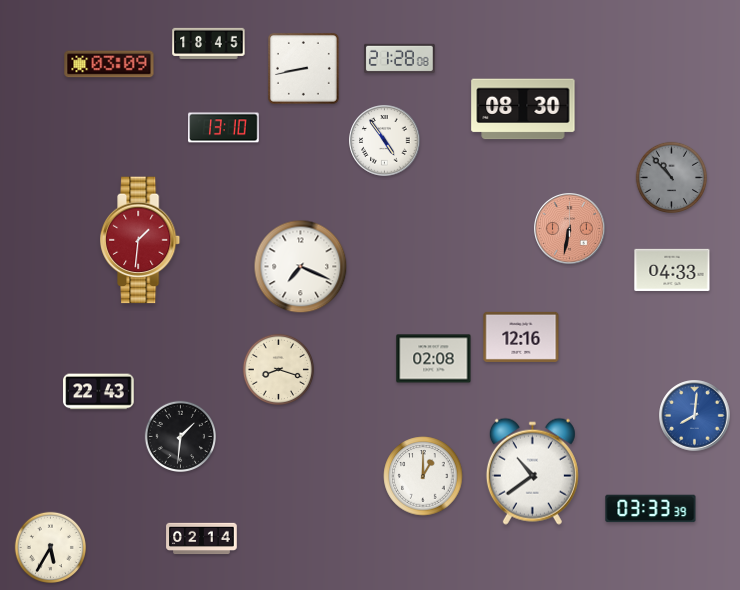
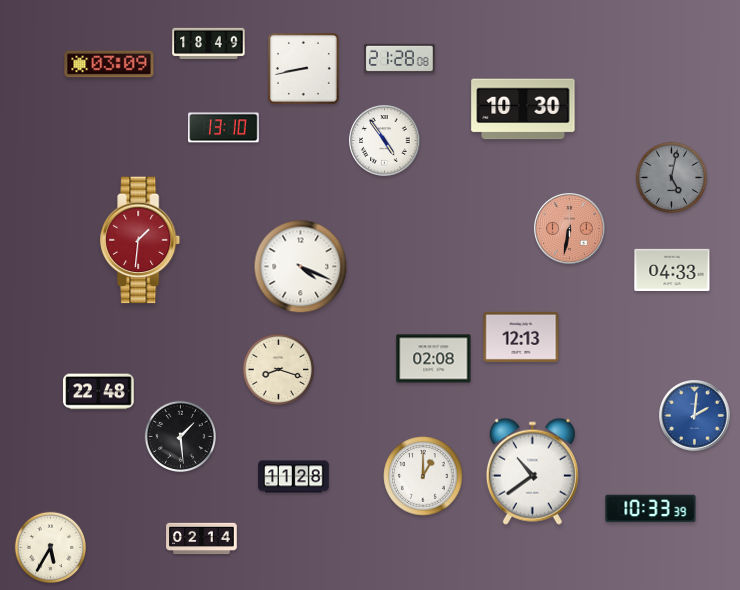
clock at (209, 43): 18:45 -> 18:49
clock at (523, 109): 08:30 -> 10:30
clock at (671, 177): 10:53 -> 5:02
clock at (301, 267): 7:19 -> 4:19
clock at (521, 337): 12:16 -> 12:13
clock at (99, 392): 22:43 -> 22:48
clock at (695, 416): 8:01 -> 2:01
clock at (180, 436): 1:31 -> 1:29
clock at (294, 477): none -> 11:28
clock at (651, 509): 03:33 -> 10:33
